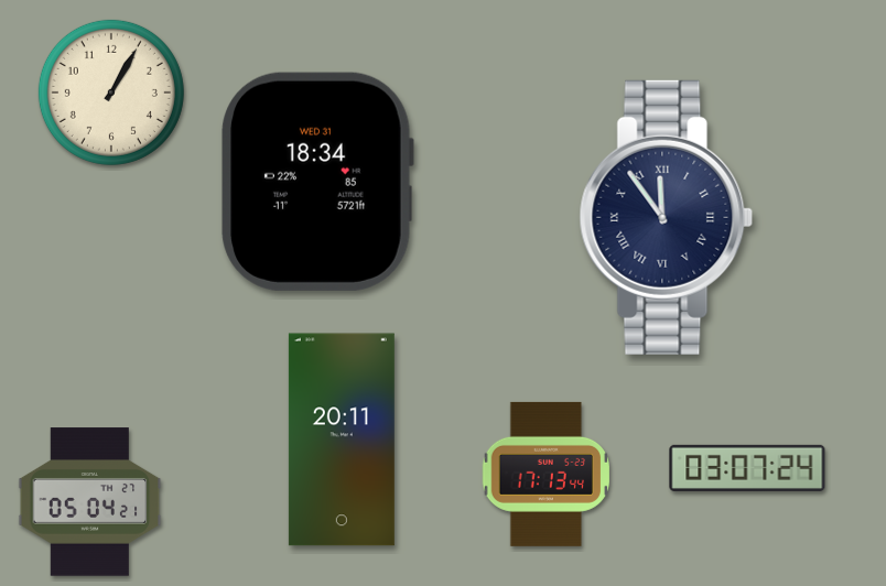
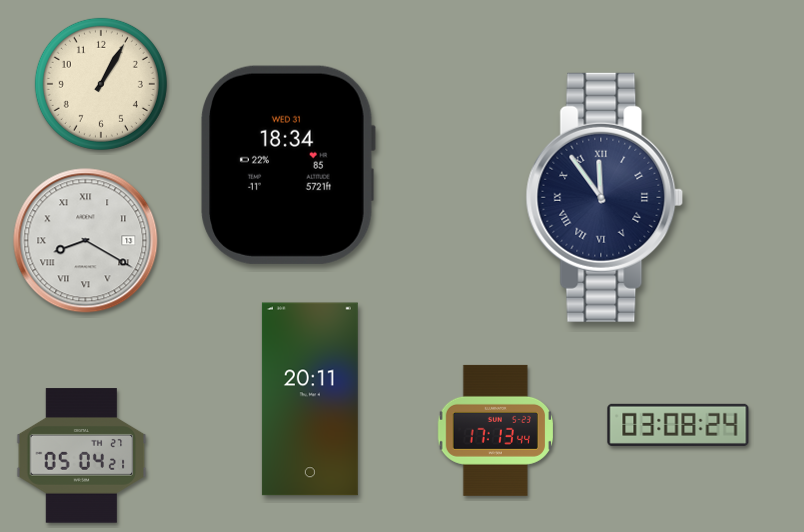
clock at (86, 241): none -> 8:20
clock at (747, 468): 03:07 -> 03:08
